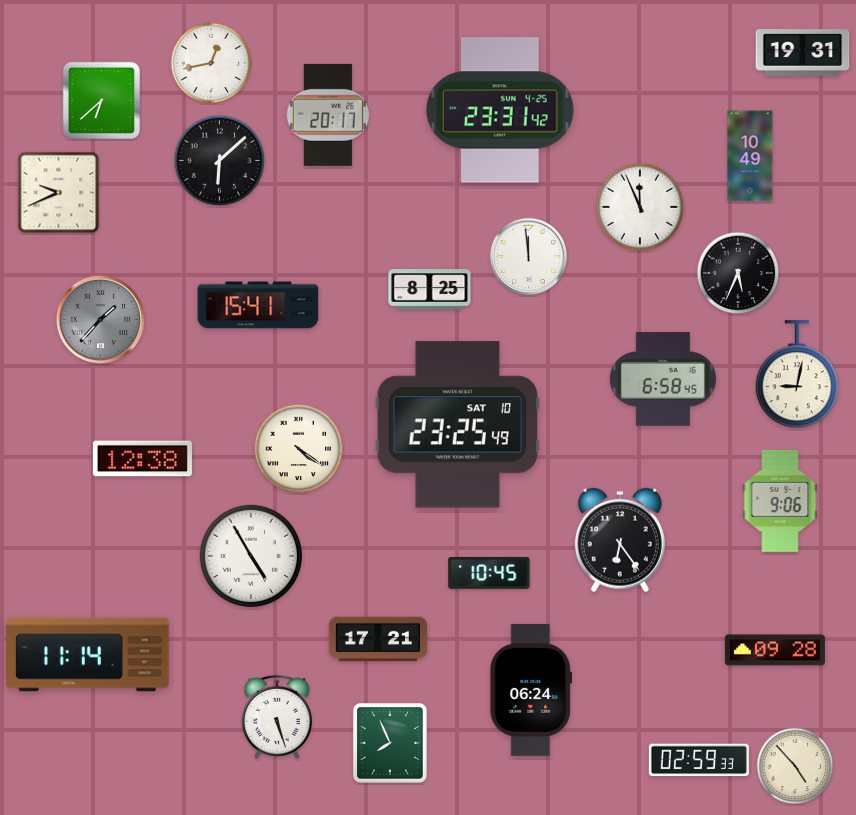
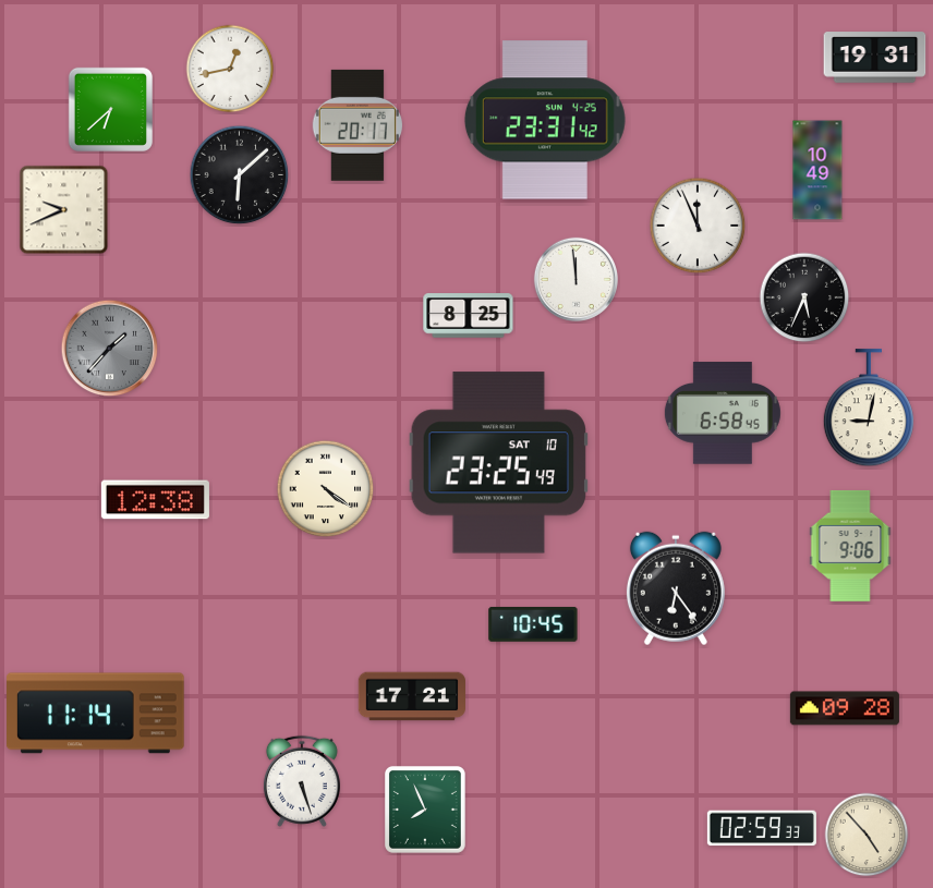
clock at (258, 305): 15:41 -> none
clock at (251, 556): 4:55 -> none
clock at (531, 690): 06:24 -> none
